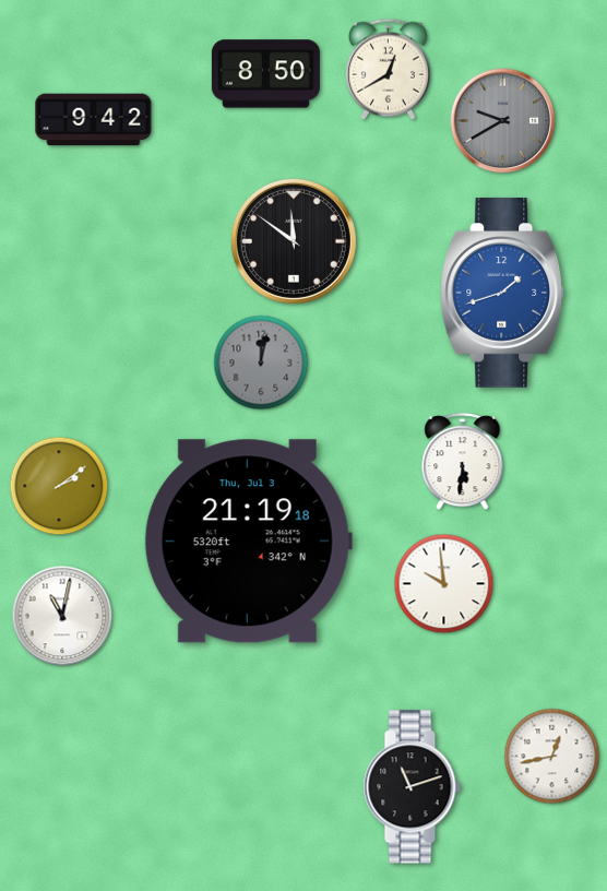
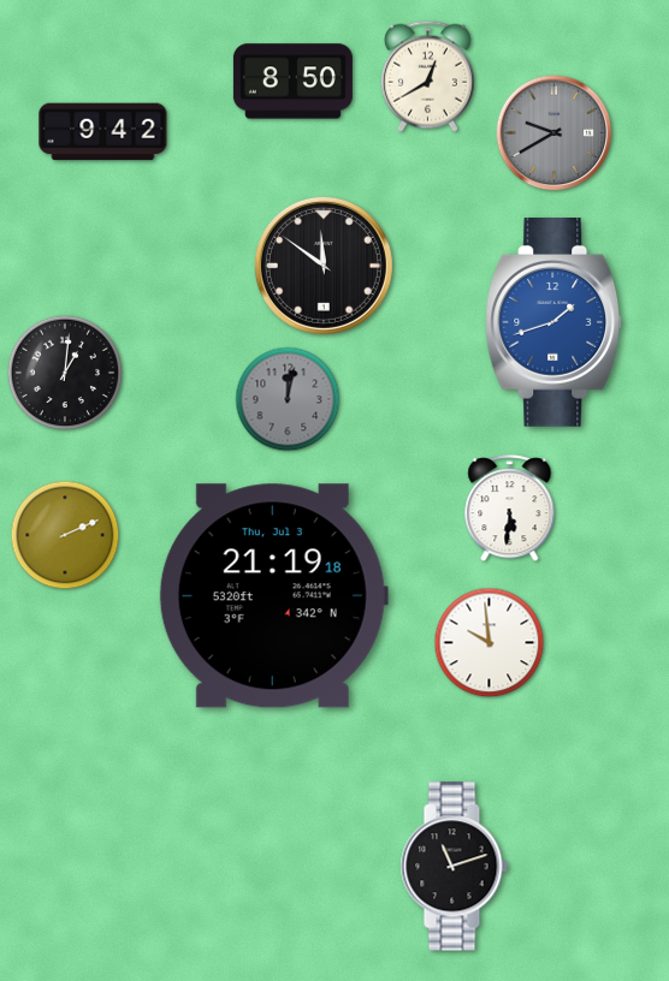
clock at (65, 373): none -> 1:01
clock at (59, 486): 2:09 -> 2:11
clock at (62, 616): 11:02 -> none
clock at (552, 757): 12:43 -> none
